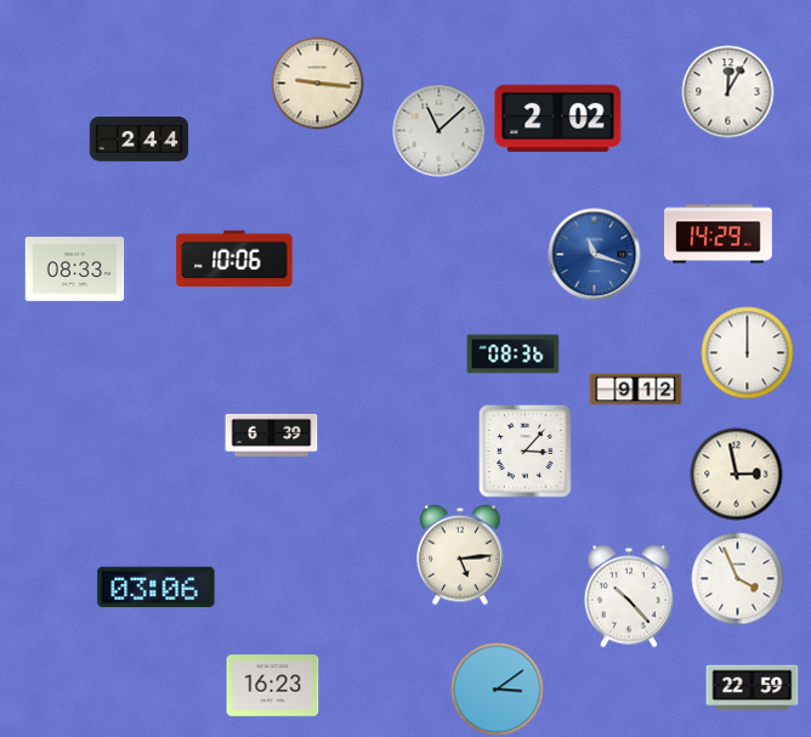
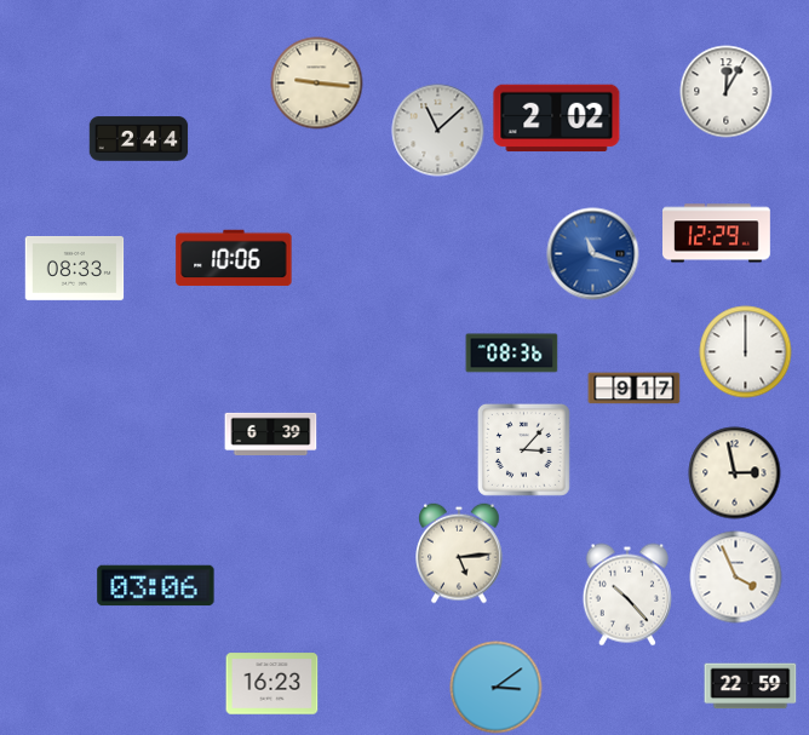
clock at (719, 234): 14:29 -> 12:29
clock at (636, 390): 9:12 -> 9:17
